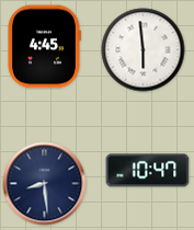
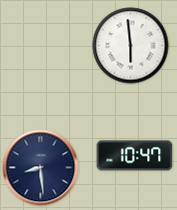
clock at (44, 47): 4:45 -> none
